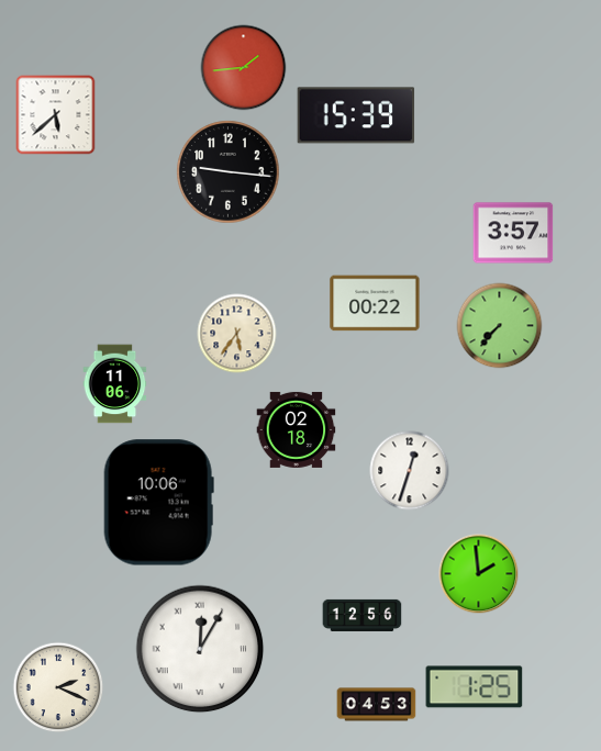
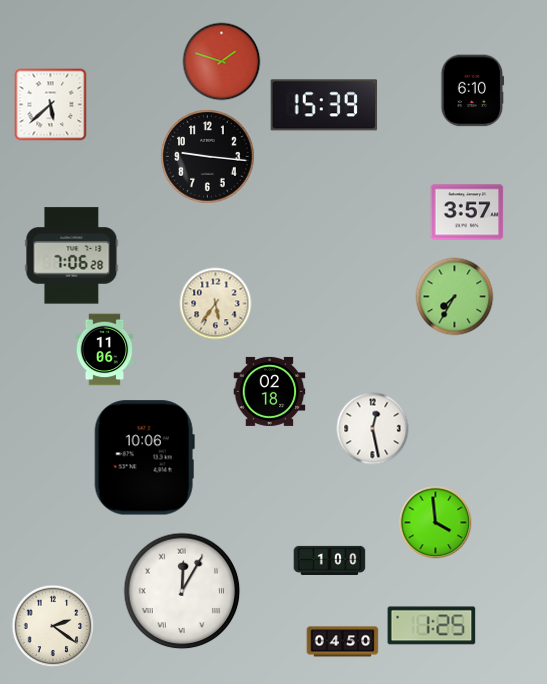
clock at (244, 68): 1:44 -> 1:48
clock at (473, 91): none -> 6:10
clock at (72, 256): none -> 7:06
clock at (375, 303): 00:22 -> none
clock at (500, 326): 7:37 -> 7:35
clock at (410, 471): 12:33 -> 12:28
clock at (479, 574): 1:59 -> 3:59
clock at (363, 615): 12:56 -> 1:00
clock at (58, 687): 2:19 -> 2:21
clock at (377, 705): 04:53 -> 04:50
